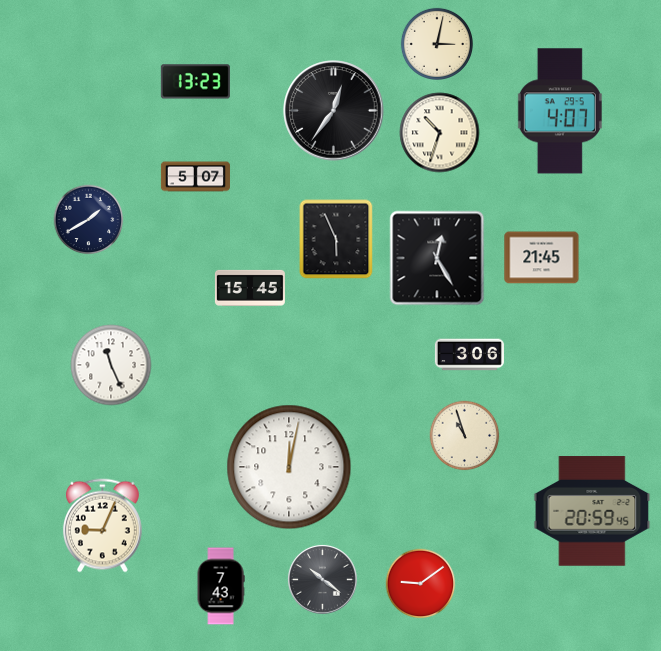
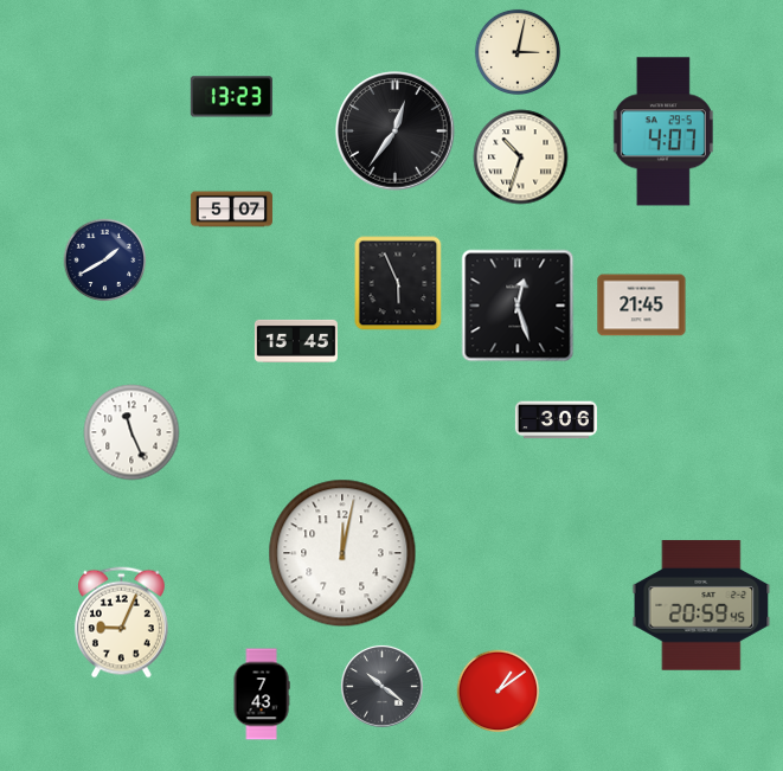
clock at (437, 258): 12:25 -> 12:27
clock at (465, 436): 10:57 -> none
clock at (421, 584): 9:09 -> 1:09
